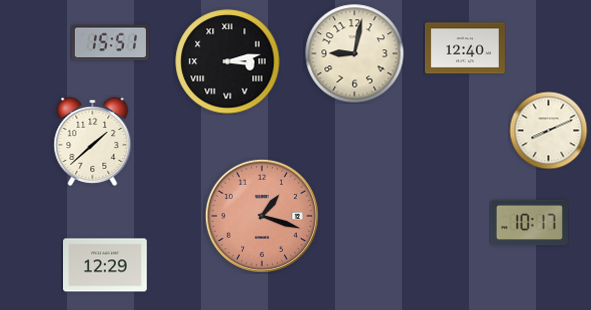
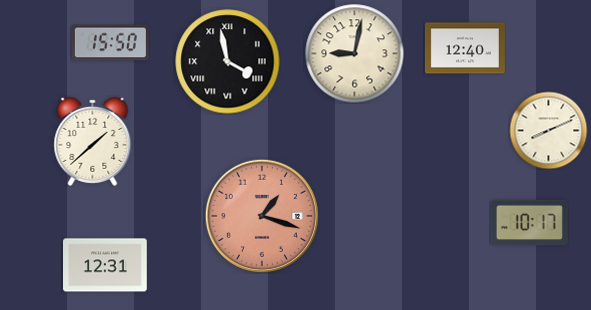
clock at (110, 43): 15:51 -> 15:50
clock at (228, 62): 3:13 -> 3:58
clock at (106, 265): 12:29 -> 12:31
